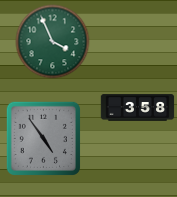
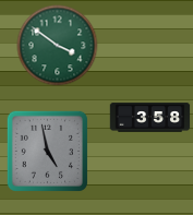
clock at (53, 42): 3:56 -> 3:51
clock at (43, 138): 4:54 -> 4:58
